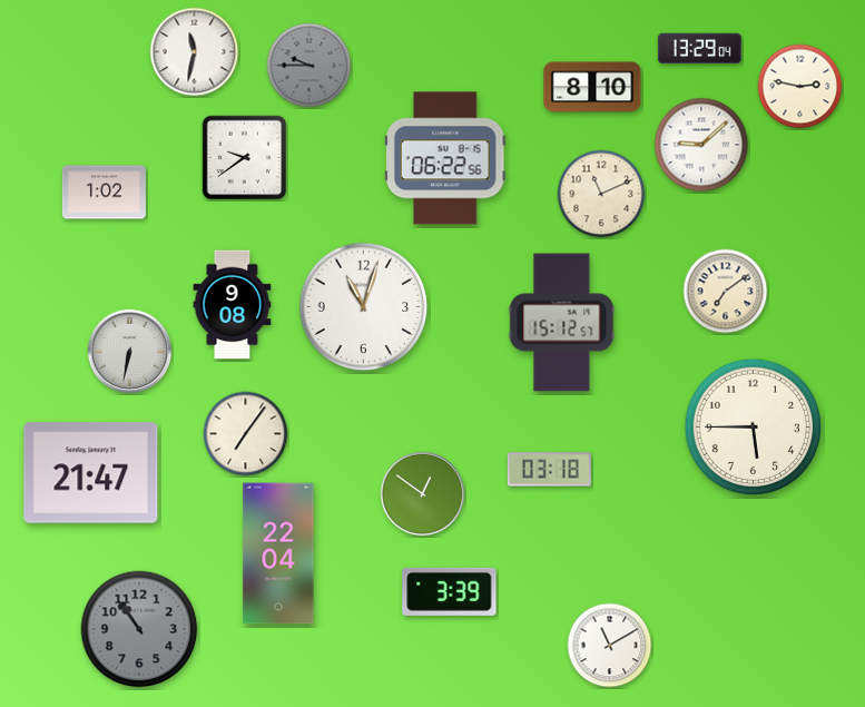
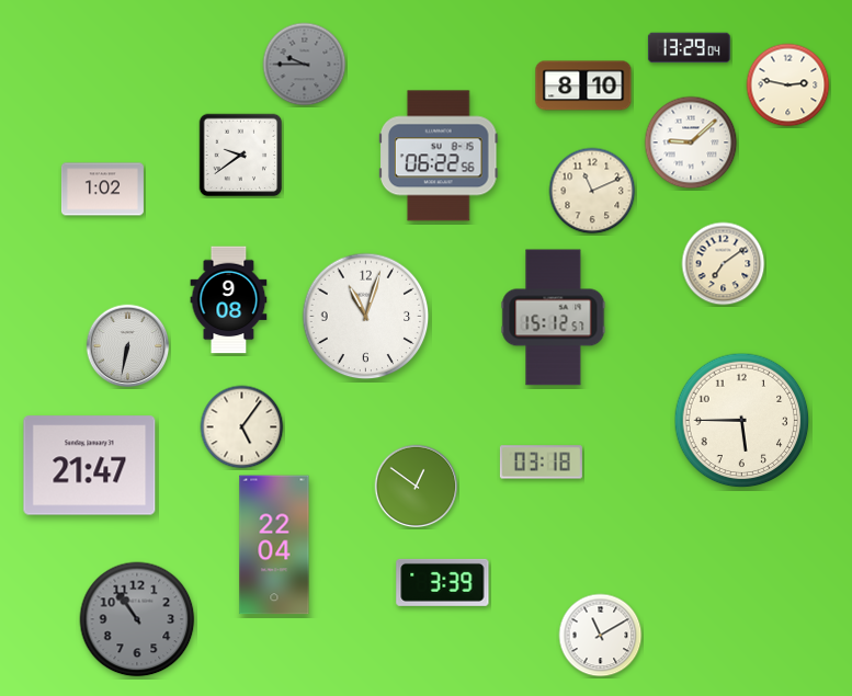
clock at (195, 52): 11:32 -> none
clock at (726, 292) position: (726, 292) -> (724, 264)
clock at (364, 307) position: (364, 307) -> (366, 317)
clock at (246, 434): 7:06 -> 5:06
